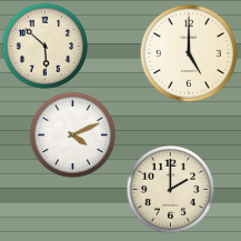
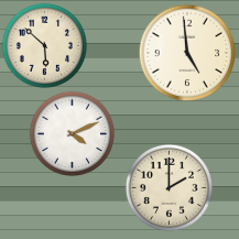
clock at (189, 53): 5:00 -> 4:59
